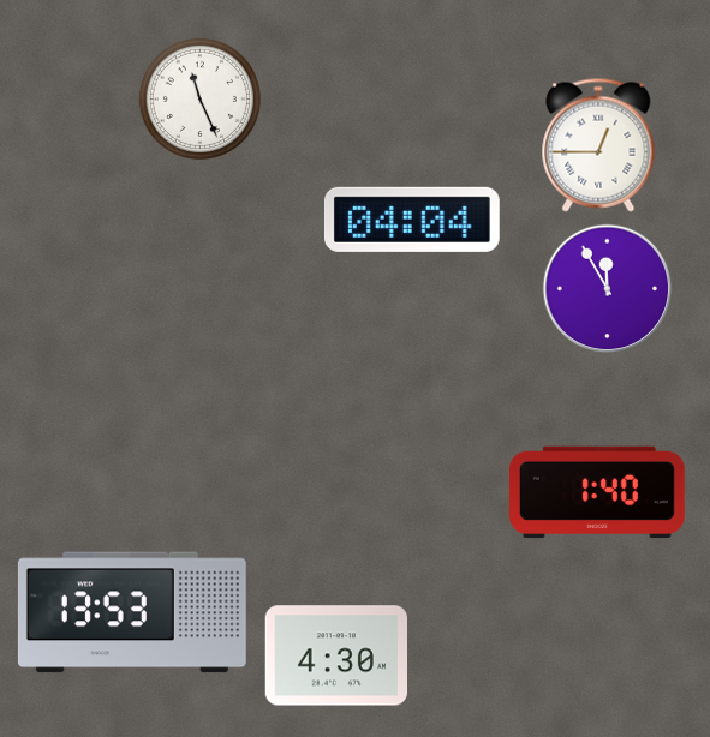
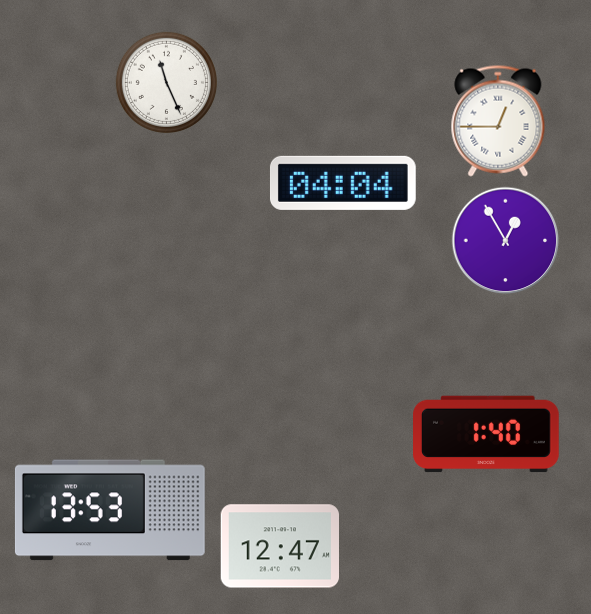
clock at (608, 289): 11:55 -> 12:55
clock at (598, 492) position: (598, 492) -> (487, 434)
clock at (335, 655): 4:30 -> 12:47
